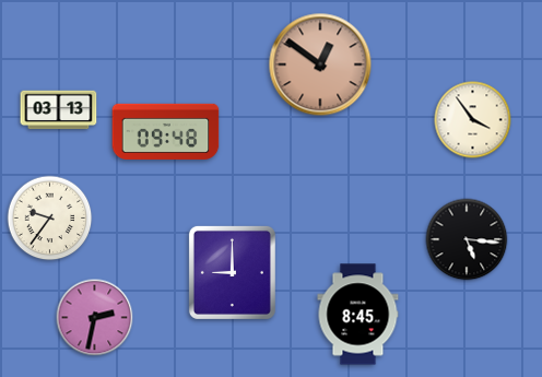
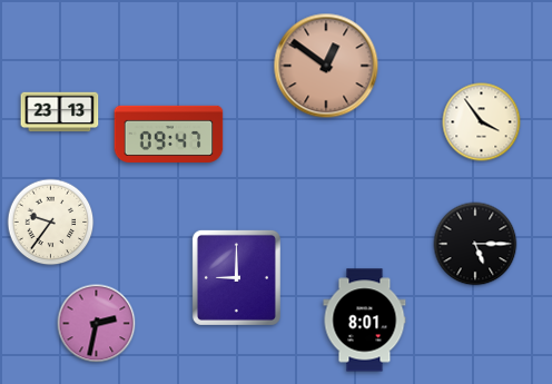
clock at (59, 110): 03:13 -> 23:13
clock at (166, 131): 09:48 -> 09:47
clock at (467, 239): 5:16 -> 5:15
clock at (358, 315): 8:45 -> 8:01
